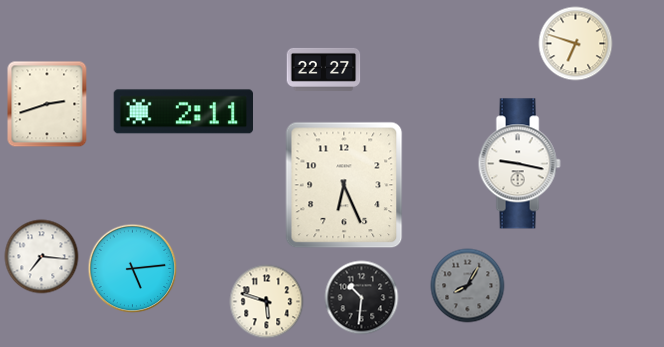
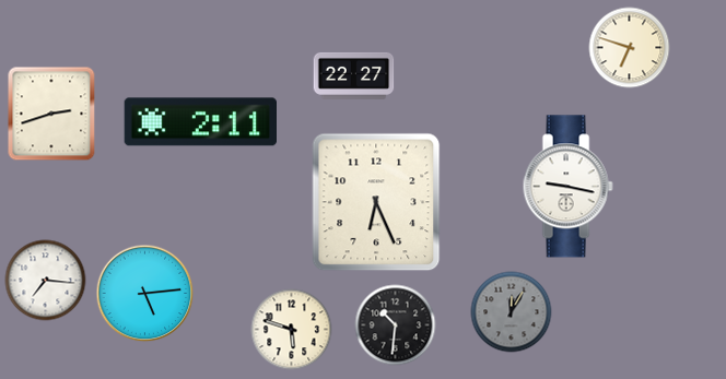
clock at (519, 164) position: (519, 164) -> (567, 187)
clock at (468, 286): 8:05 -> 12:05
